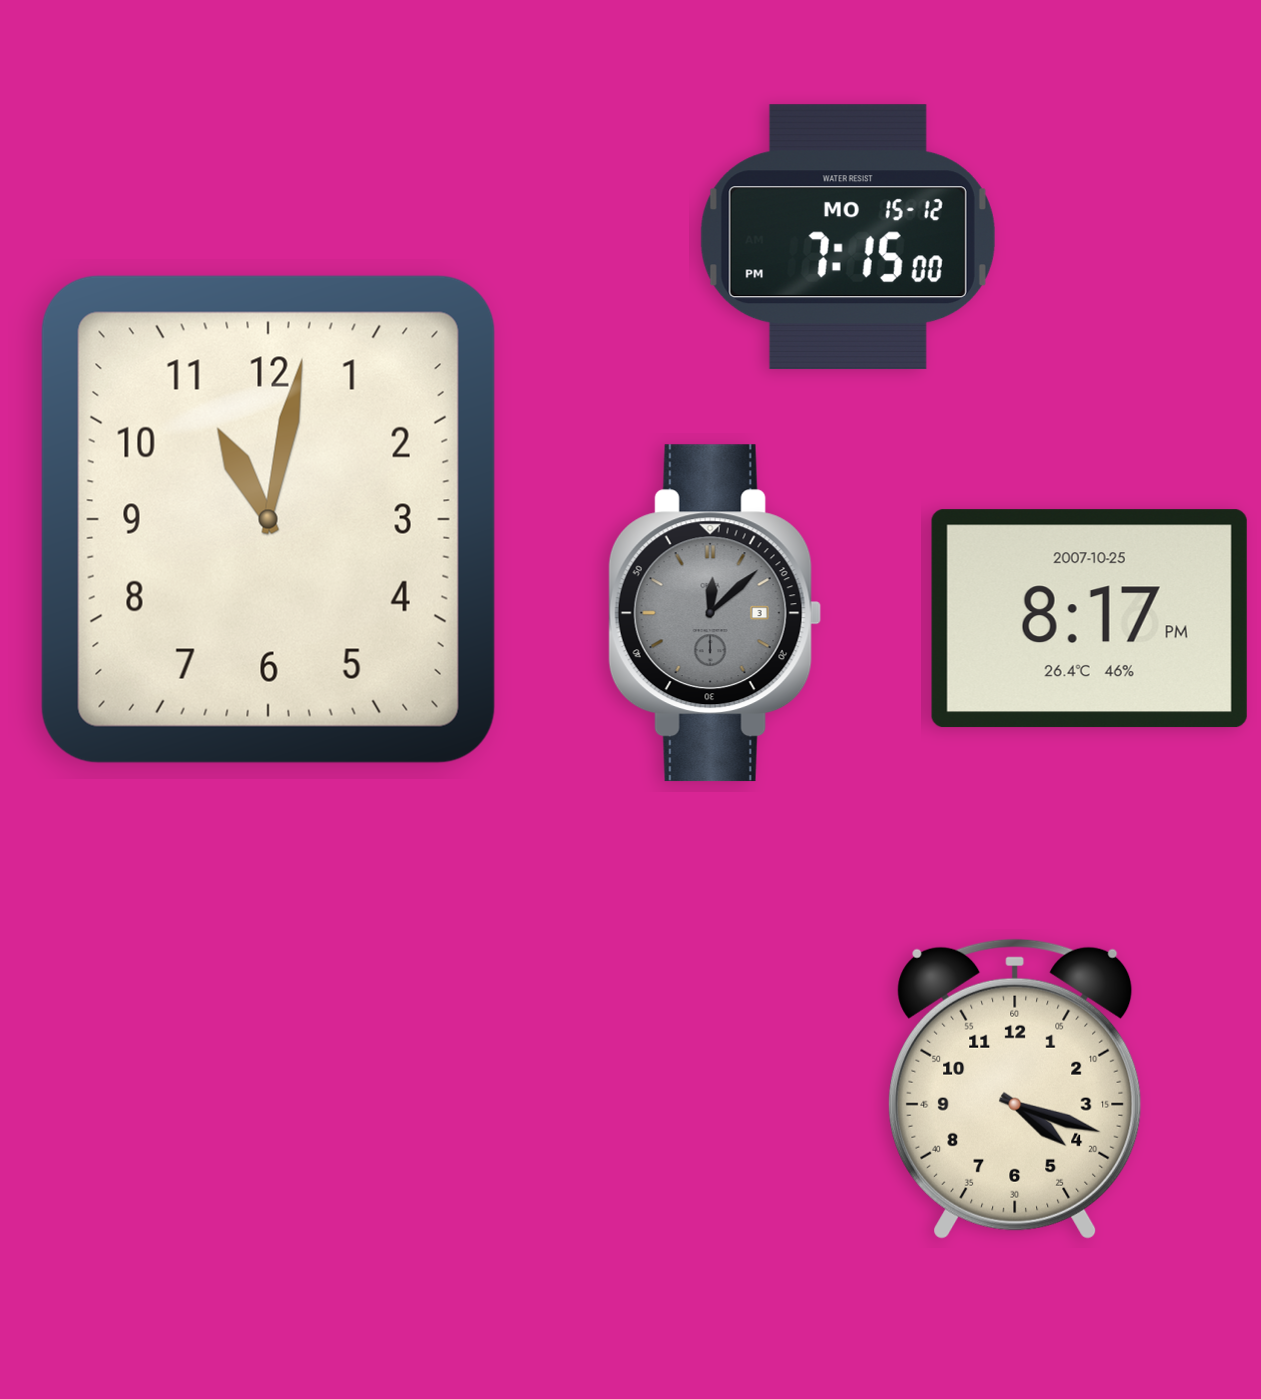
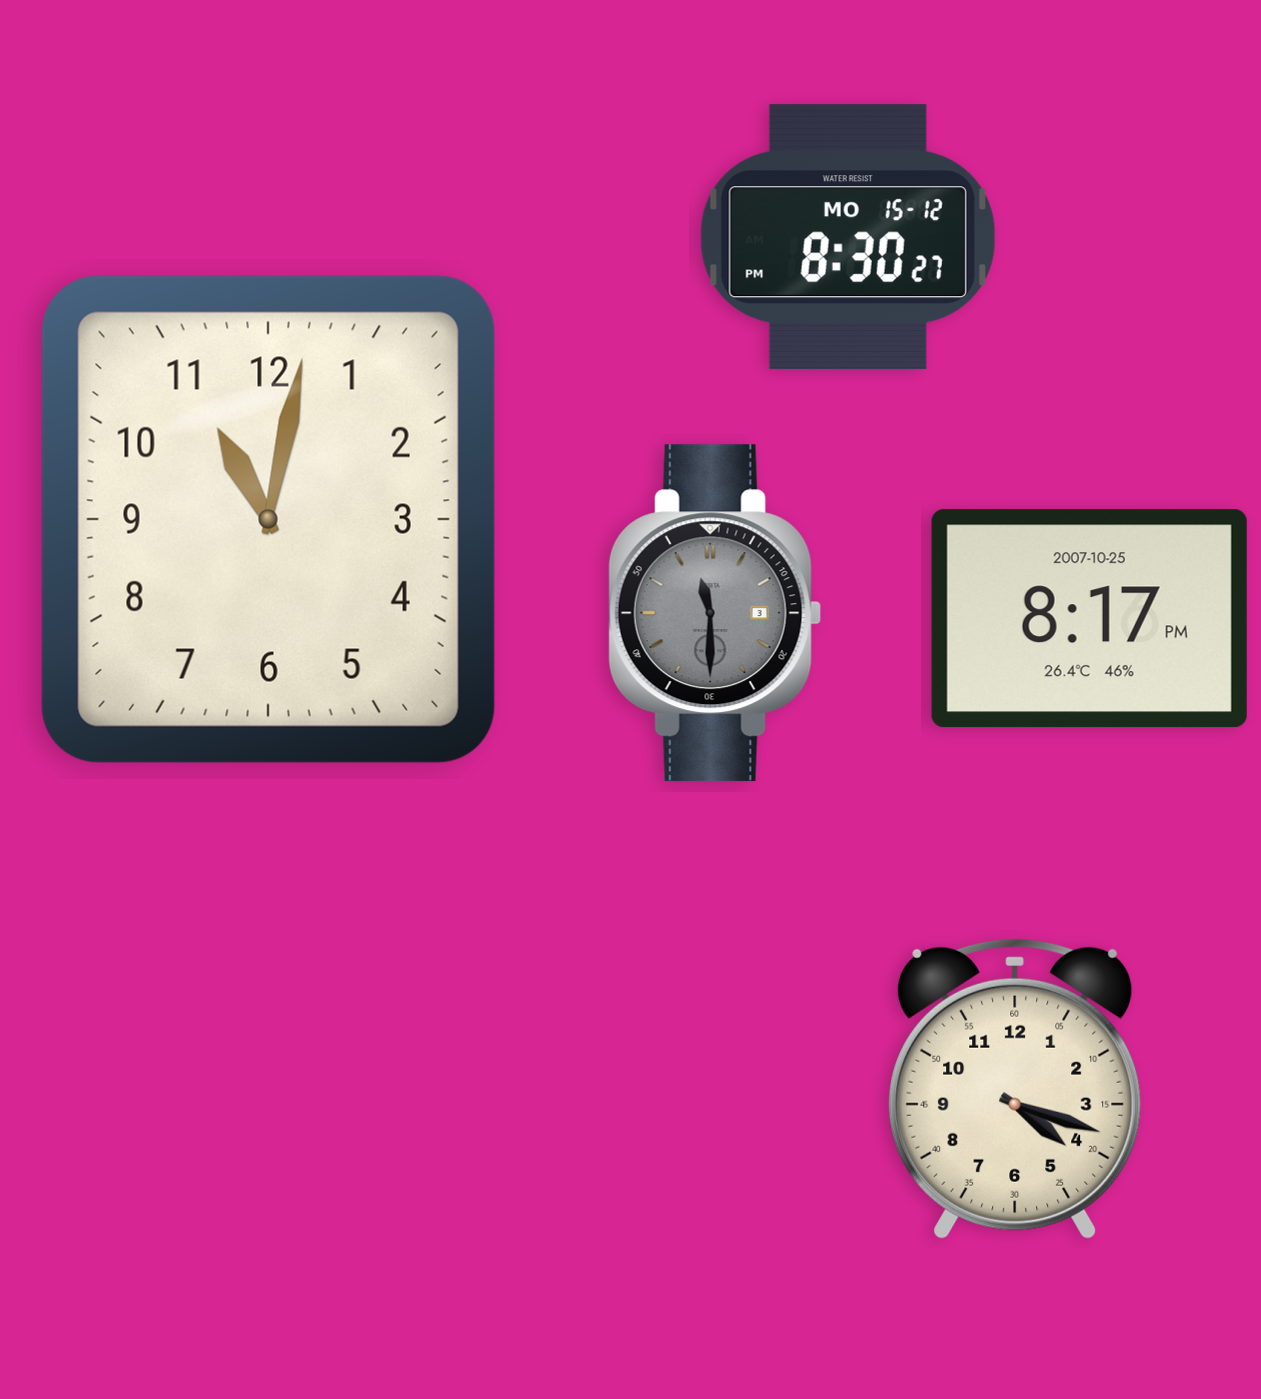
clock at (848, 237): 7:15 -> 8:30
clock at (715, 613): 12:08 -> 11:30
